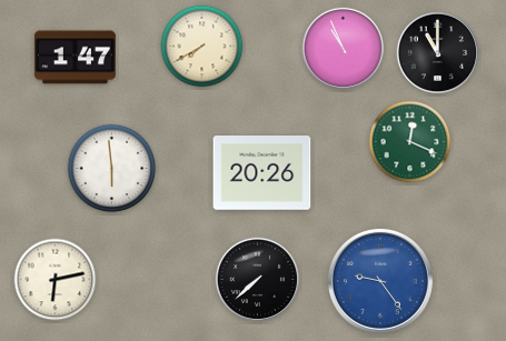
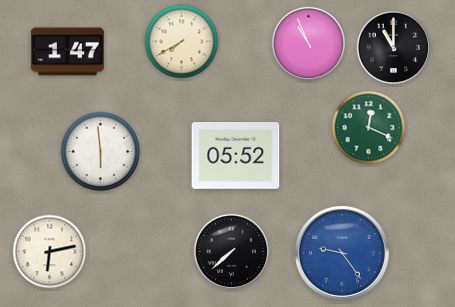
clock at (262, 173): 20:26 -> 05:52
